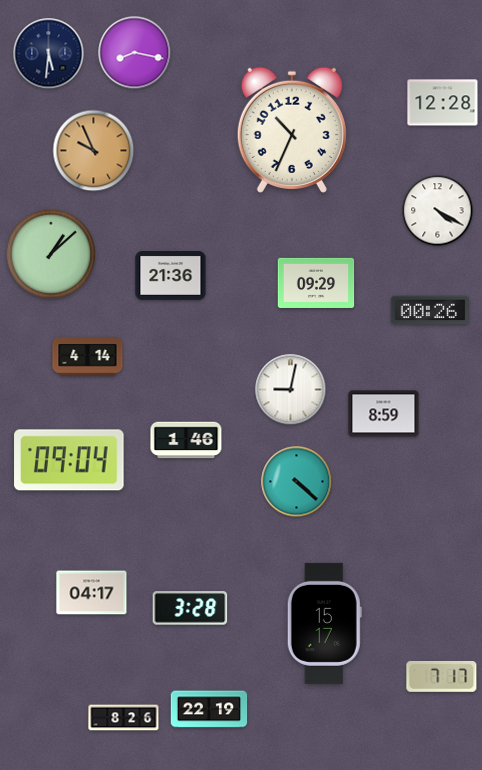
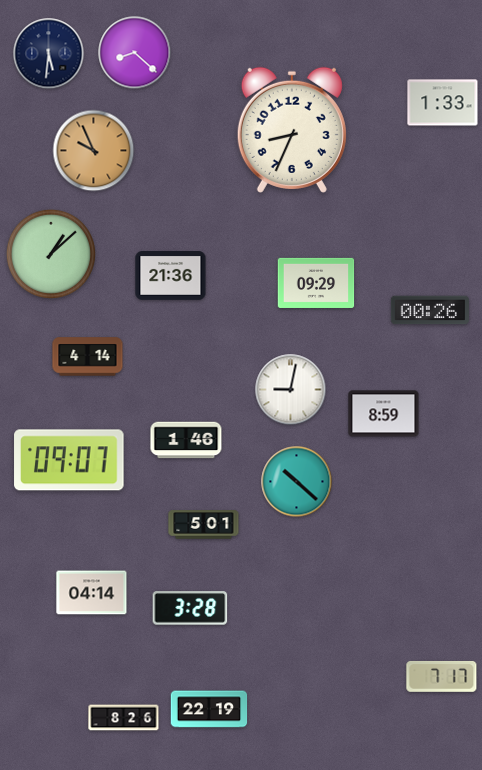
clock at (135, 53): 8:17 -> 8:22
clock at (443, 103): 12:28 -> 1:33
clock at (292, 130): 10:34 -> 8:34
clock at (438, 211): 4:20 -> none
clock at (69, 460): 09:04 -> 09:07
clock at (297, 482): 4:22 -> 10:22
clock at (204, 525): none -> 5:01
clock at (92, 593): 04:17 -> 04:14
clock at (324, 623): 15:17 -> none
